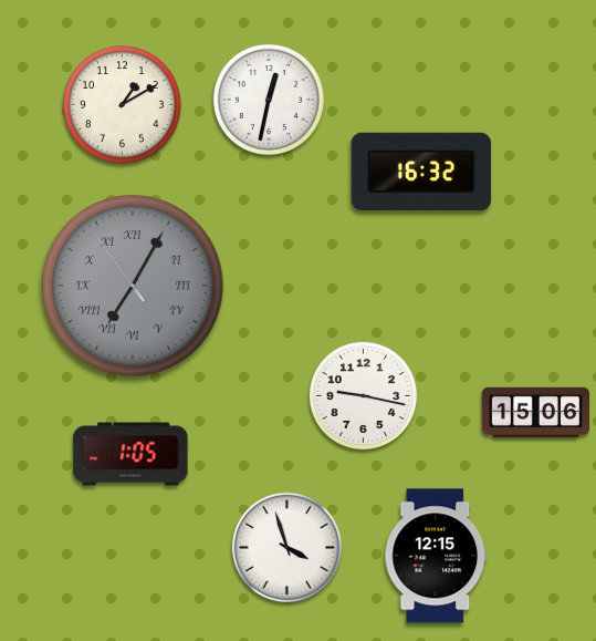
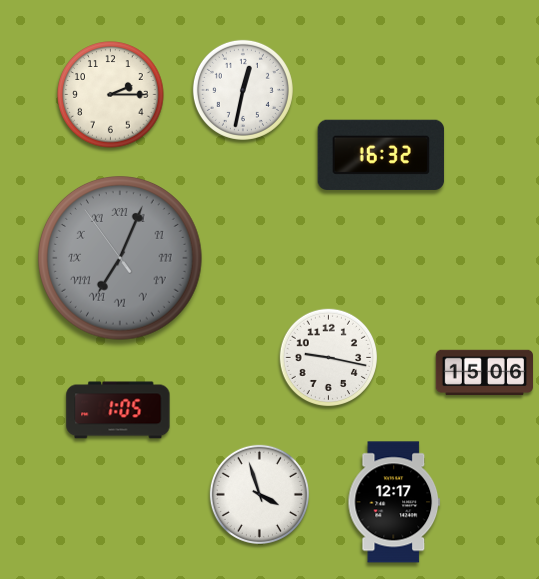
clock at (123, 105): 1:10 -> 2:15
clock at (134, 287): 7:04 -> 7:03
clock at (436, 556): 12:15 -> 12:17
